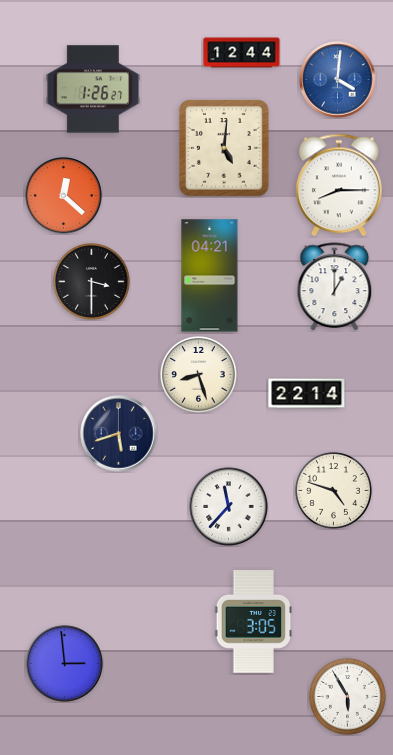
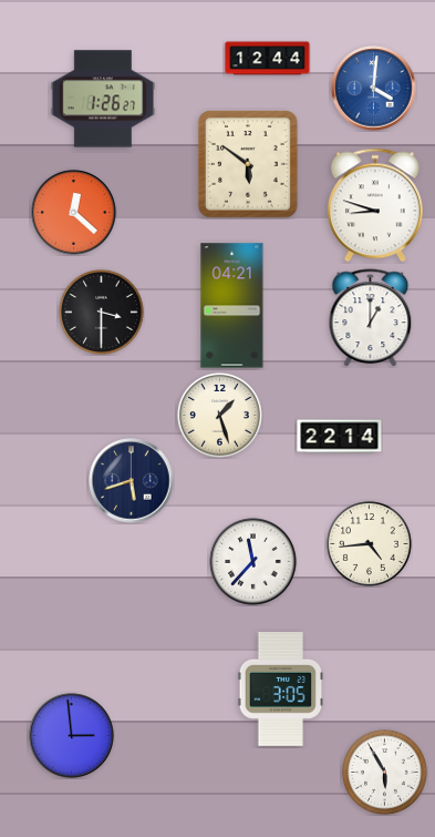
clock at (225, 149): 5:01 -> 5:51
clock at (339, 185): 8:15 -> 8:48
clock at (64, 196) position: (64, 196) -> (74, 213)
clock at (198, 374): 8:27 -> 1:27
clock at (333, 490): 4:48 -> 4:44
